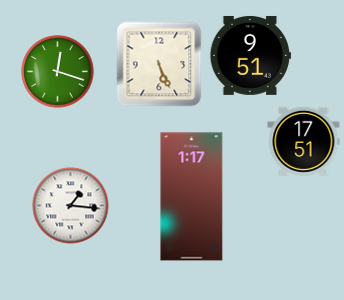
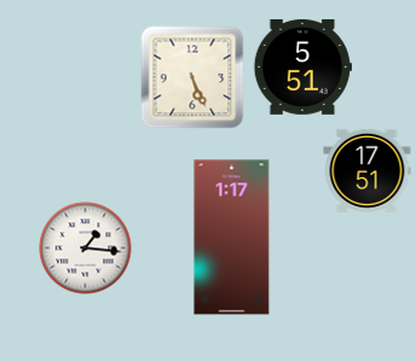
clock at (250, 55): 9:51 -> 5:51
clock at (58, 72): 12:18 -> none
